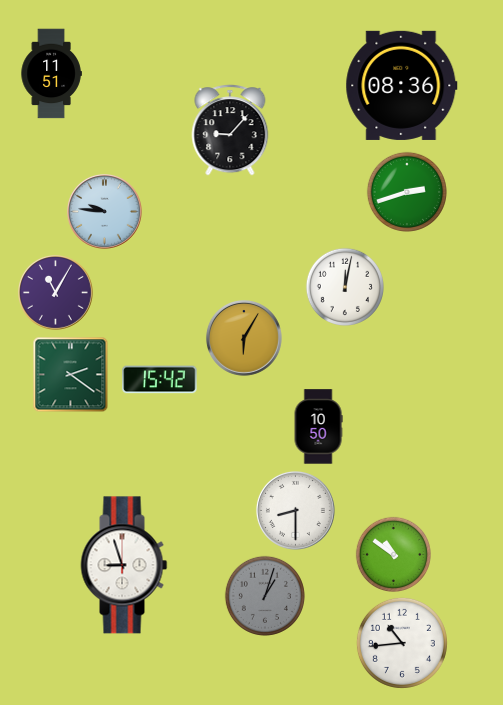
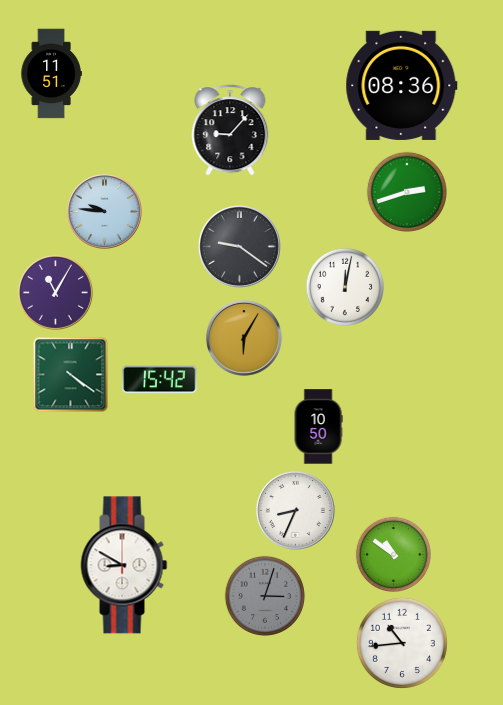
clock at (239, 246): none -> 9:21
clock at (71, 375): 2:21 -> 4:21
clock at (295, 510): 8:30 -> 8:34
clock at (124, 565): 8:57 -> 8:50
clock at (265, 596): 1:03 -> 3:03
